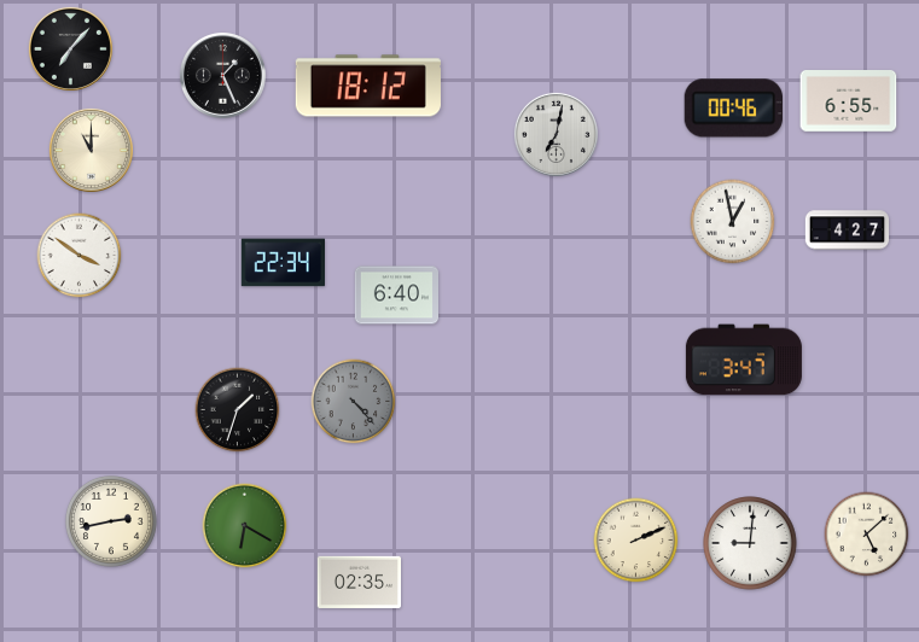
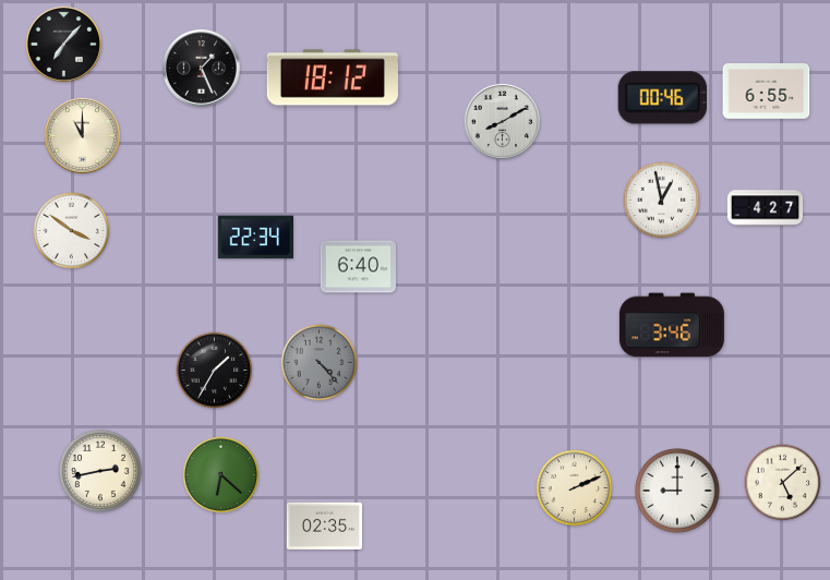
clock at (556, 134): 7:02 -> 8:10
clock at (744, 360): 3:47 -> 3:46
clock at (238, 410): 1:33 -> 1:35
clock at (245, 526): 6:20 -> 6:22
clock at (750, 543): 9:01 -> 9:00
